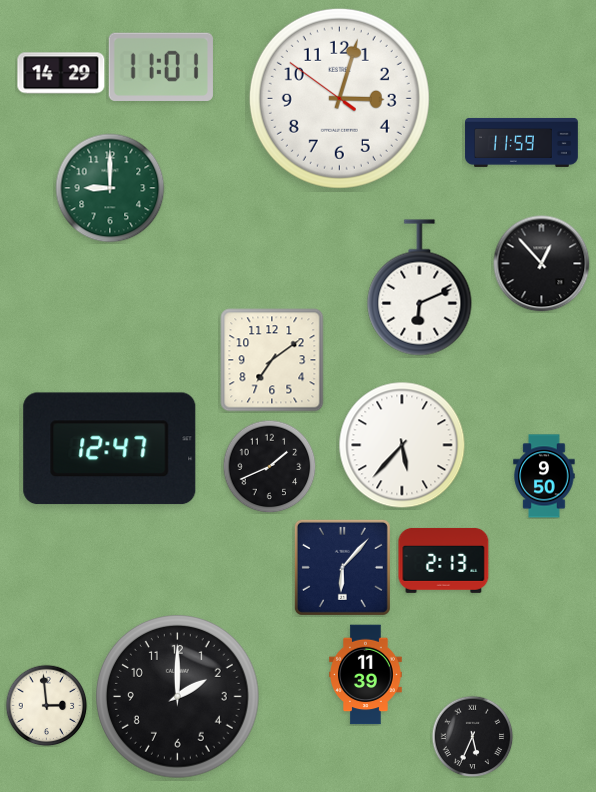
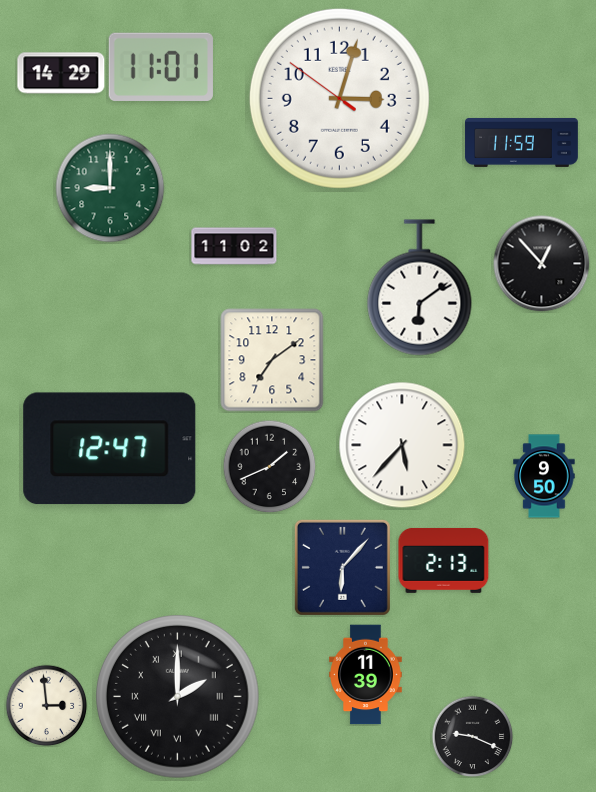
clock at (234, 246): none -> 11:02
clock at (420, 288): 6:11 -> 6:09
clock at (178, 697) numerals: Arabic -> Roman
clock at (472, 736): 5:34 -> 9:19
